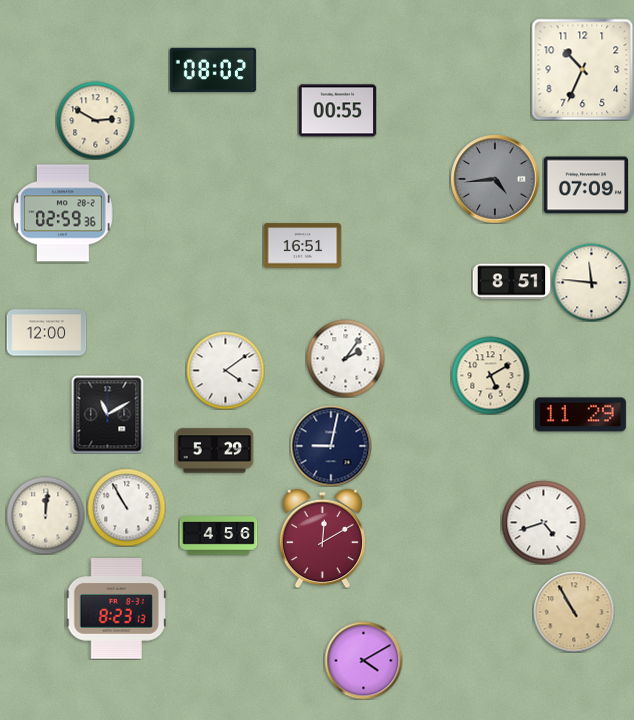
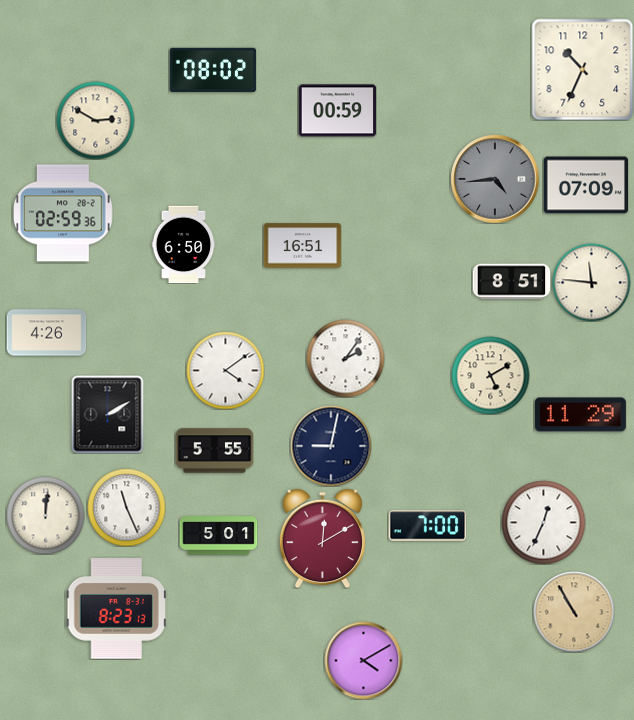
clock at (337, 111): 00:55 -> 00:59
clock at (184, 244): none -> 6:50
clock at (46, 333): 12:00 -> 4:26
clock at (108, 414): 11:10 -> 2:10
clock at (214, 451): 5:29 -> 5:55
clock at (126, 507): 10:55 -> 11:26
clock at (543, 522): 4:42 -> 12:34
clock at (427, 526): none -> 7:00
clock at (218, 536): 4:56 -> 5:01
